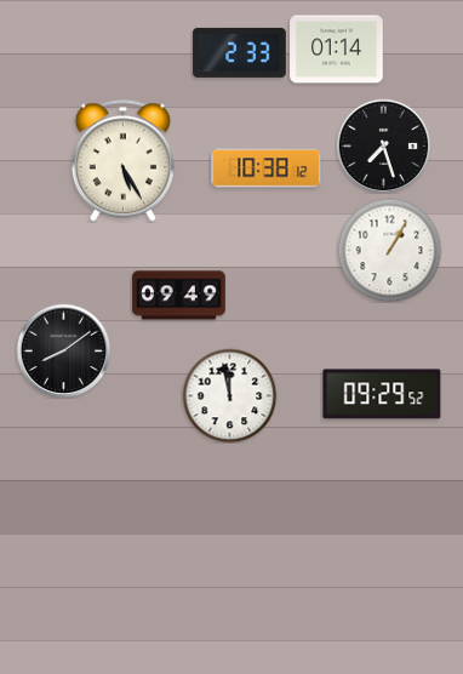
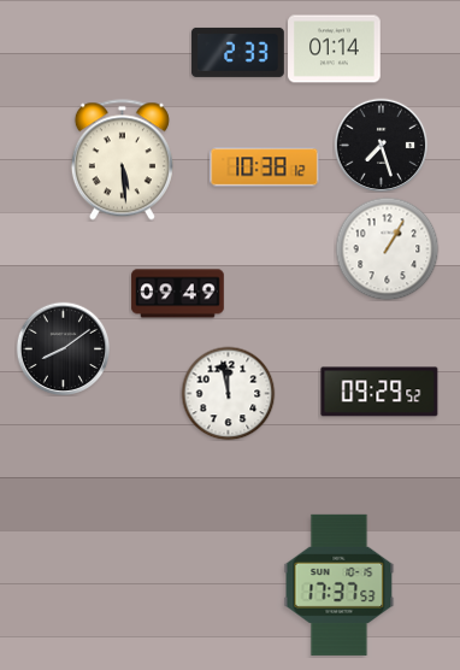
clock at (122, 161): 5:25 -> 5:29
clock at (340, 584): none -> 17:37
